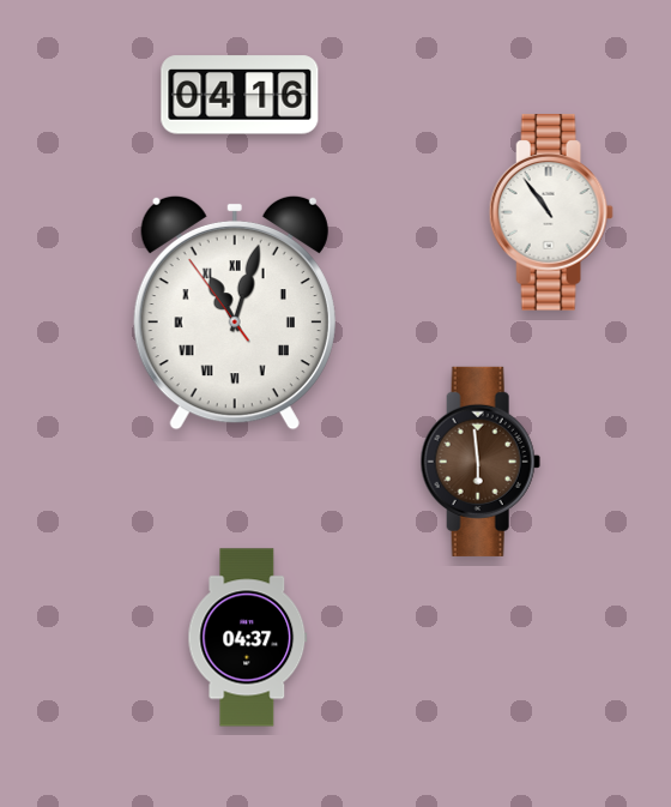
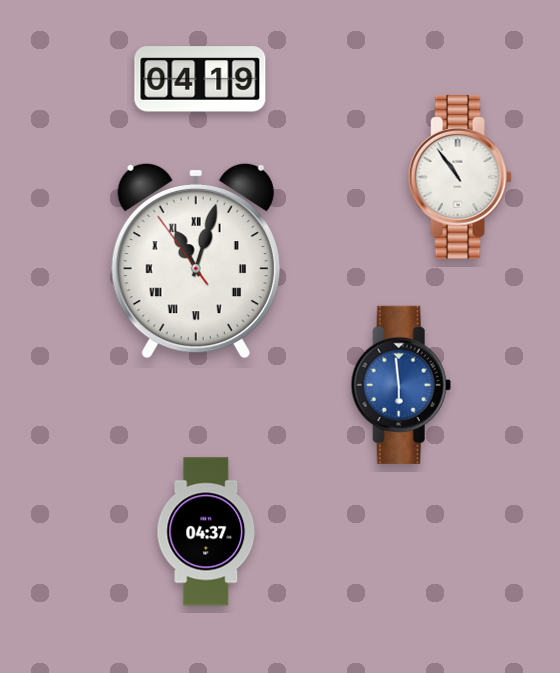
clock at (240, 95): 04:16 -> 04:19
clock at (480, 462) dial: brown -> blue
